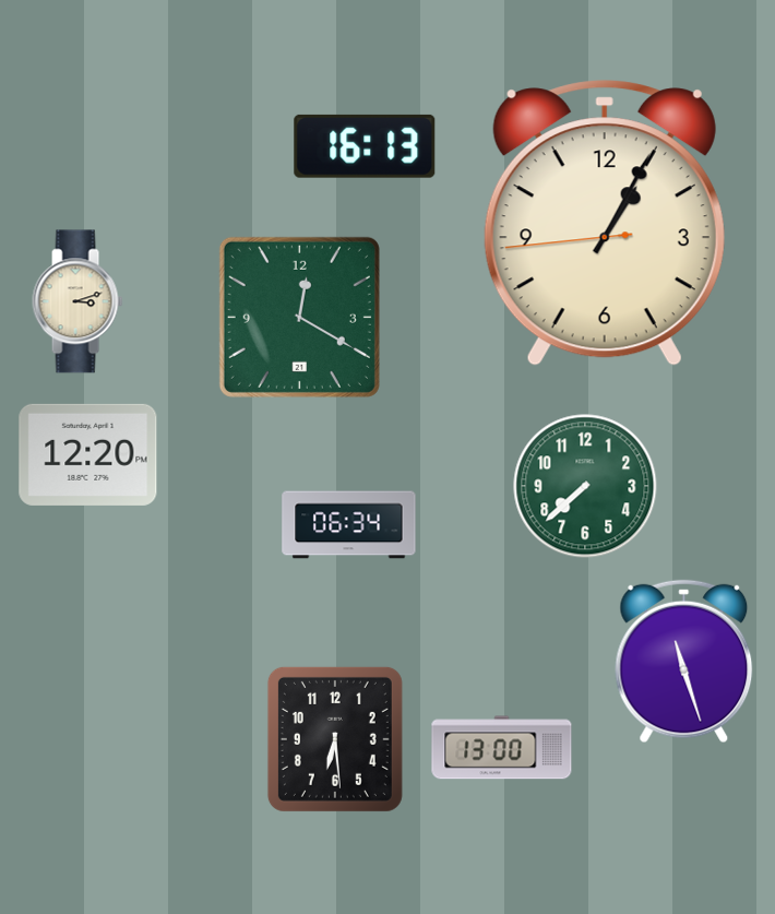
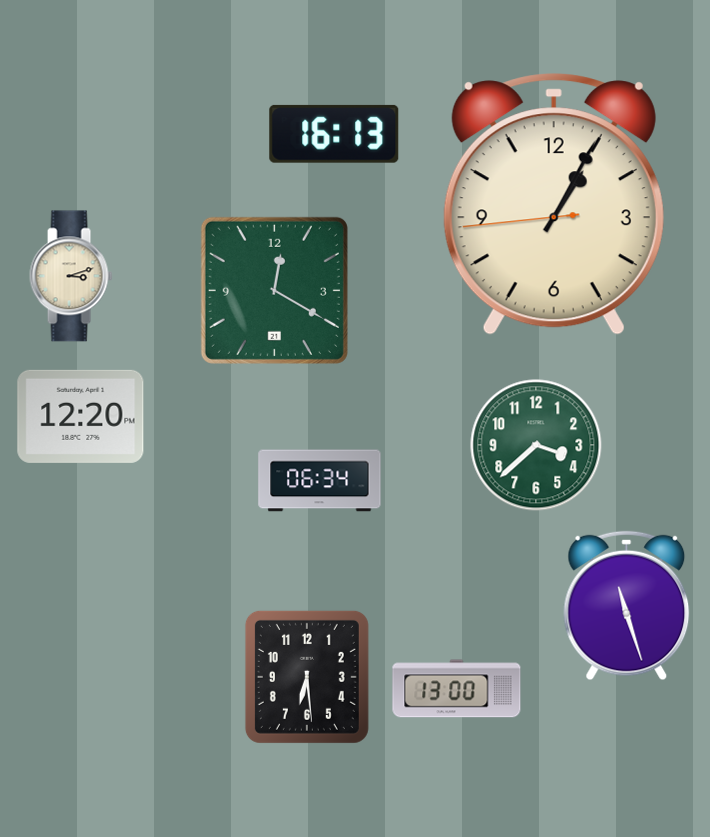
clock at (585, 486): 7:38 -> 3:38
clock at (502, 748) position: (502, 748) -> (457, 689)
